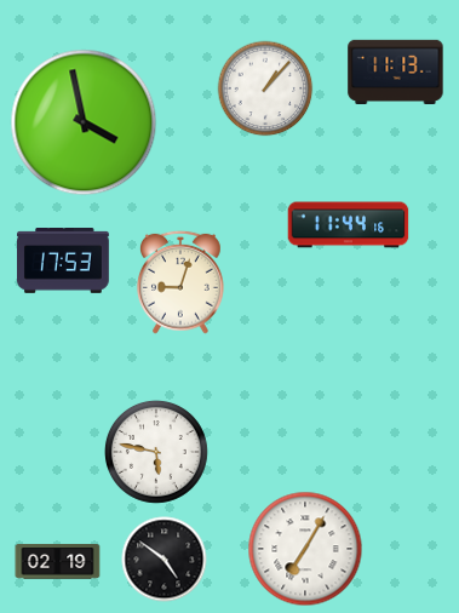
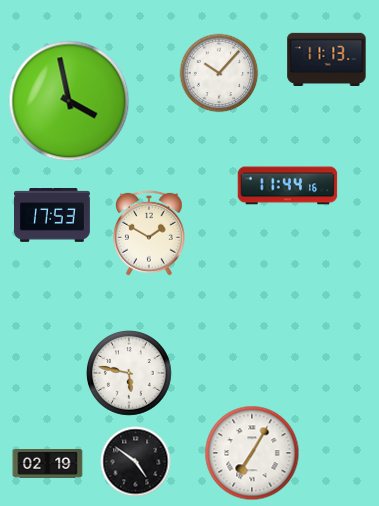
clock at (265, 88): 1:07 -> 10:07
clock at (182, 282): 9:03 -> 1:50
